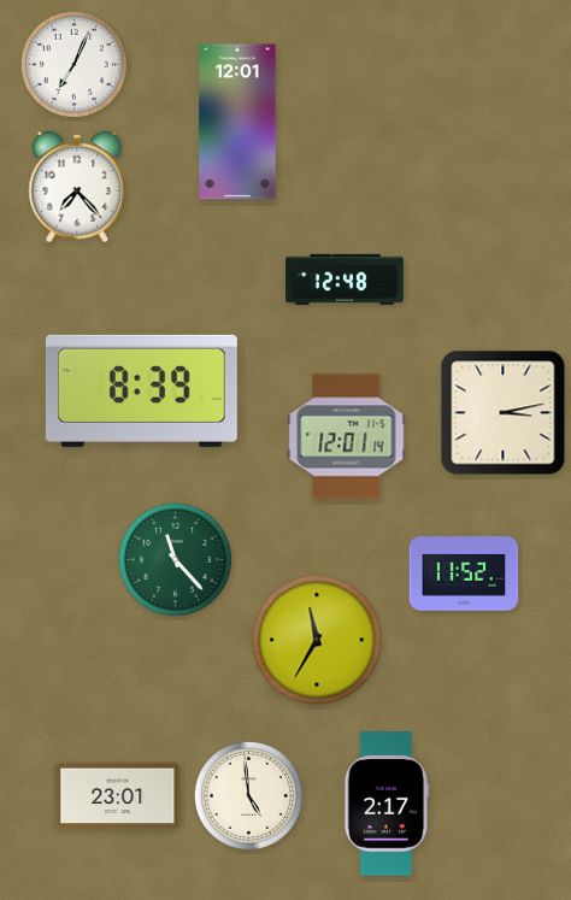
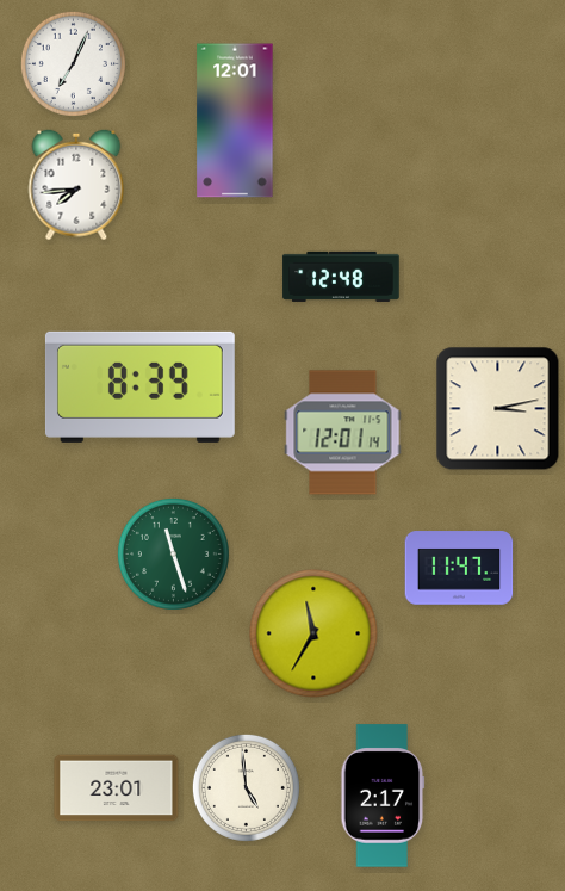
clock at (77, 187): 7:23 -> 7:44
clock at (175, 559): 11:23 -> 11:27
clock at (464, 573): 11:52 -> 11:47
